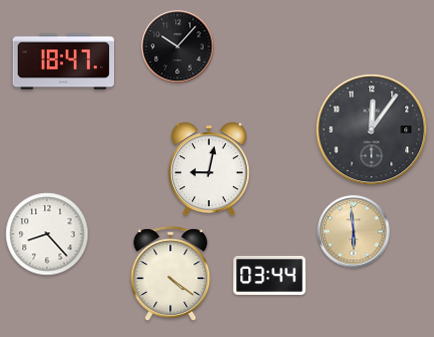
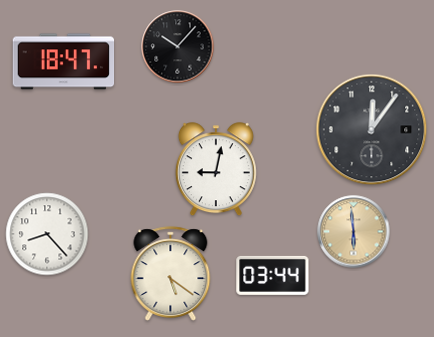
clock at (209, 170) position: (209, 170) -> (216, 170)
clock at (171, 274): 4:21 -> 5:21
clock at (270, 275) position: (270, 275) -> (273, 275)
